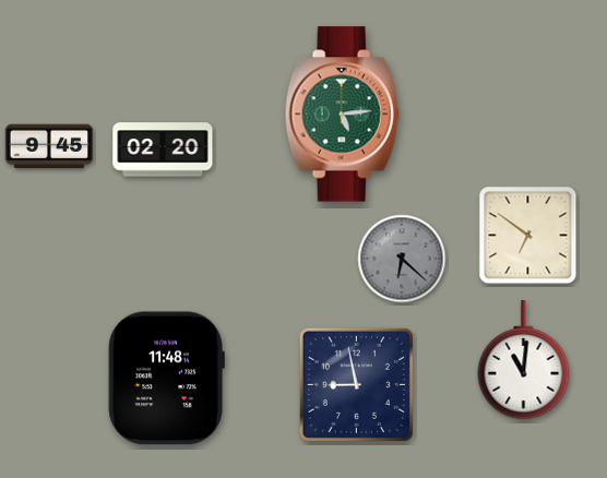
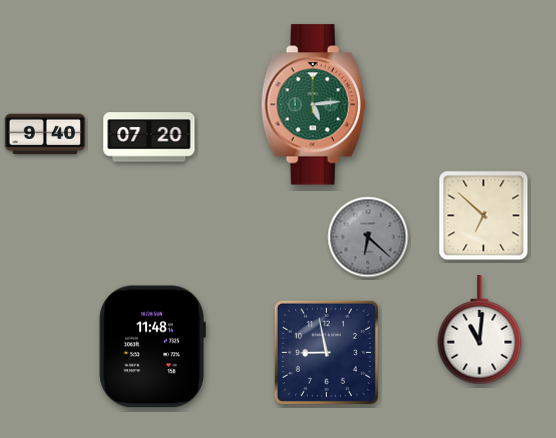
clock at (49, 146): 9:45 -> 9:40
clock at (163, 150): 02:20 -> 07:20
clock at (528, 236): 6:51 -> 6:52
